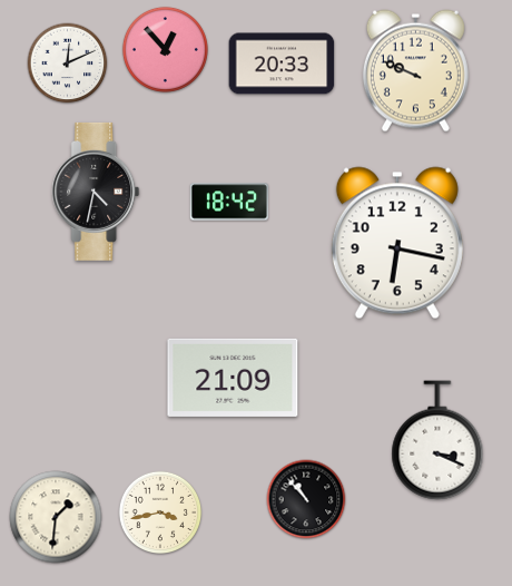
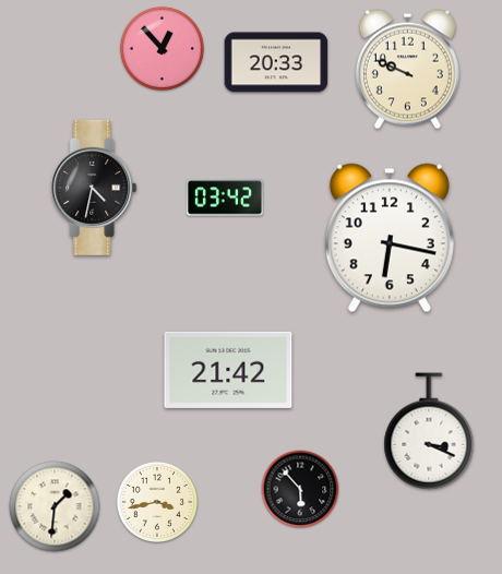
clock at (68, 64): 12:11 -> none
clock at (228, 202): 18:42 -> 03:42
clock at (233, 378): 21:09 -> 21:42
clock at (306, 499): 10:53 -> 5:53
